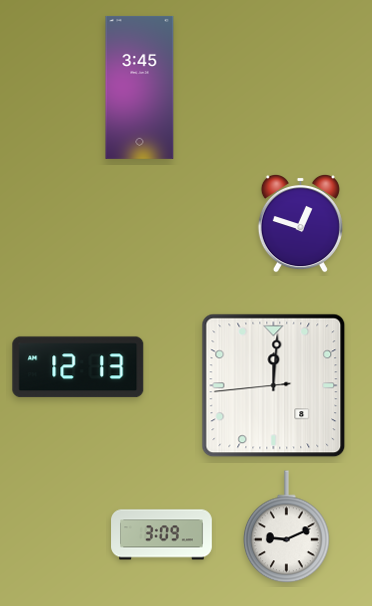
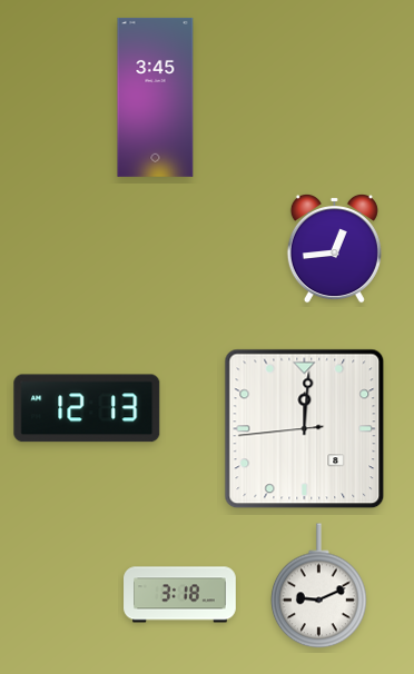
clock at (300, 223): 12:48 -> 12:44
clock at (162, 535): 3:09 -> 3:18
